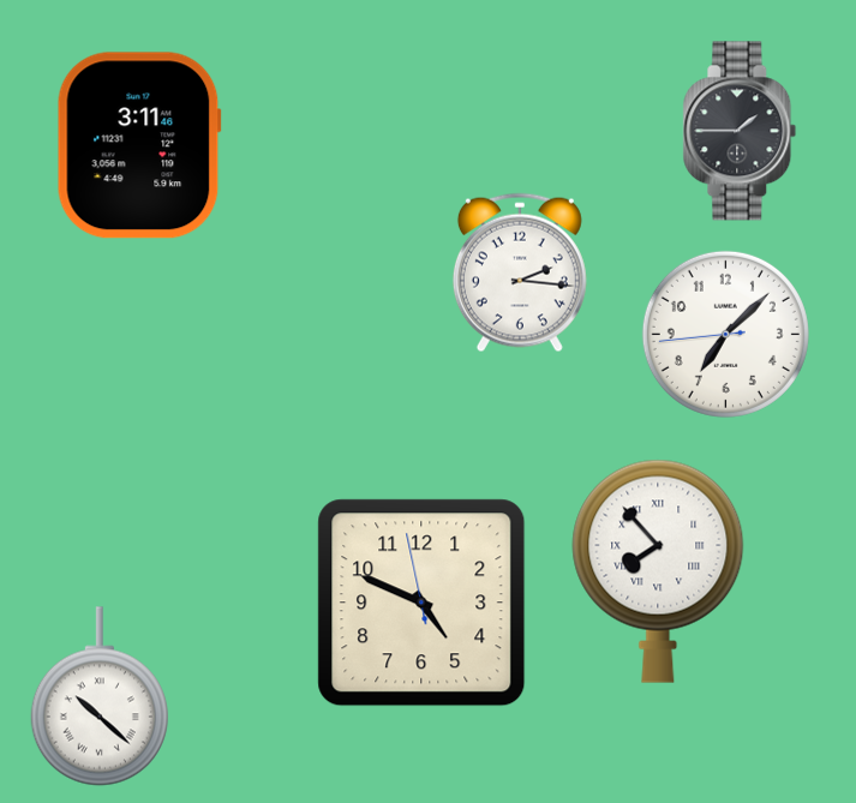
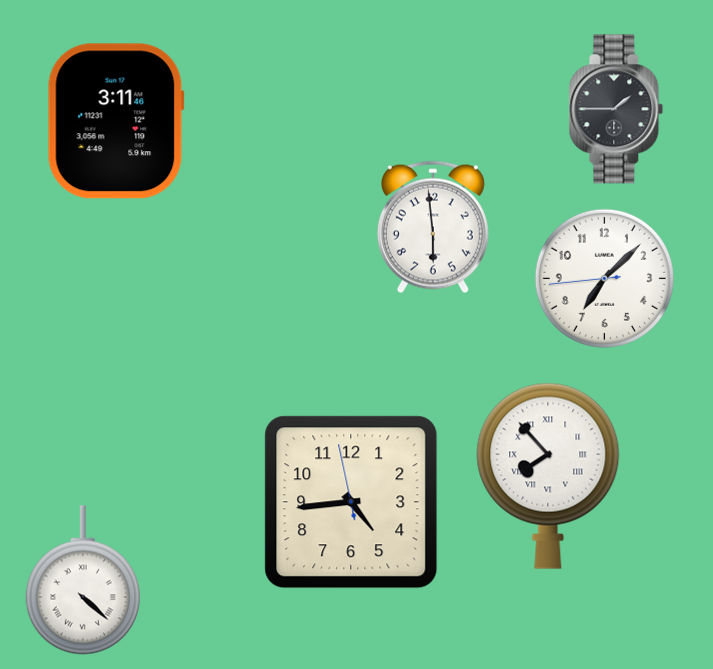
clock at (520, 272): 2:16 -> 5:59
clock at (421, 603): 4:48 -> 4:43
clock at (100, 696): 10:22 -> 4:22
